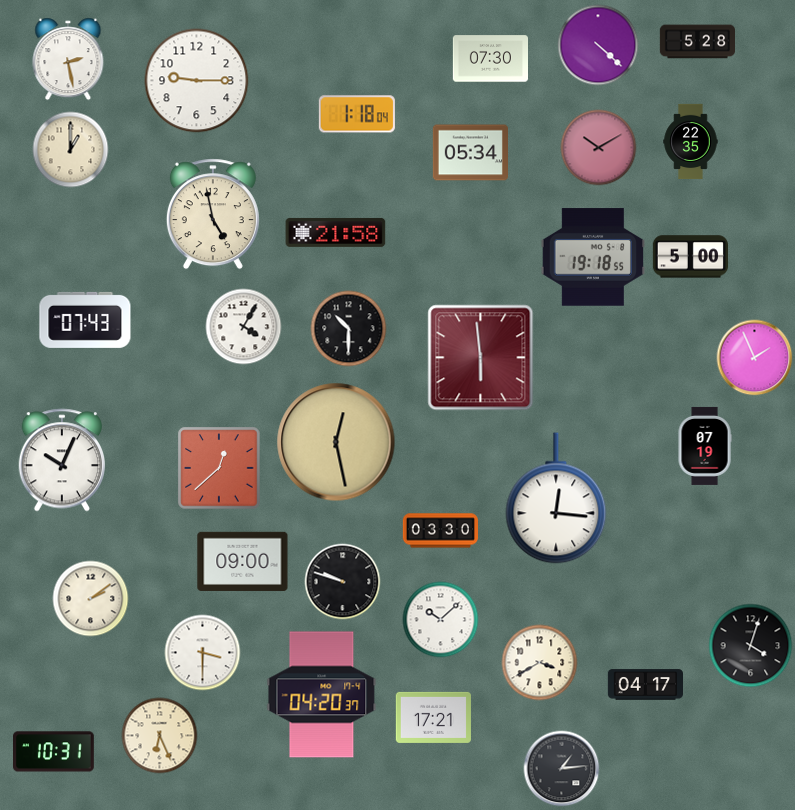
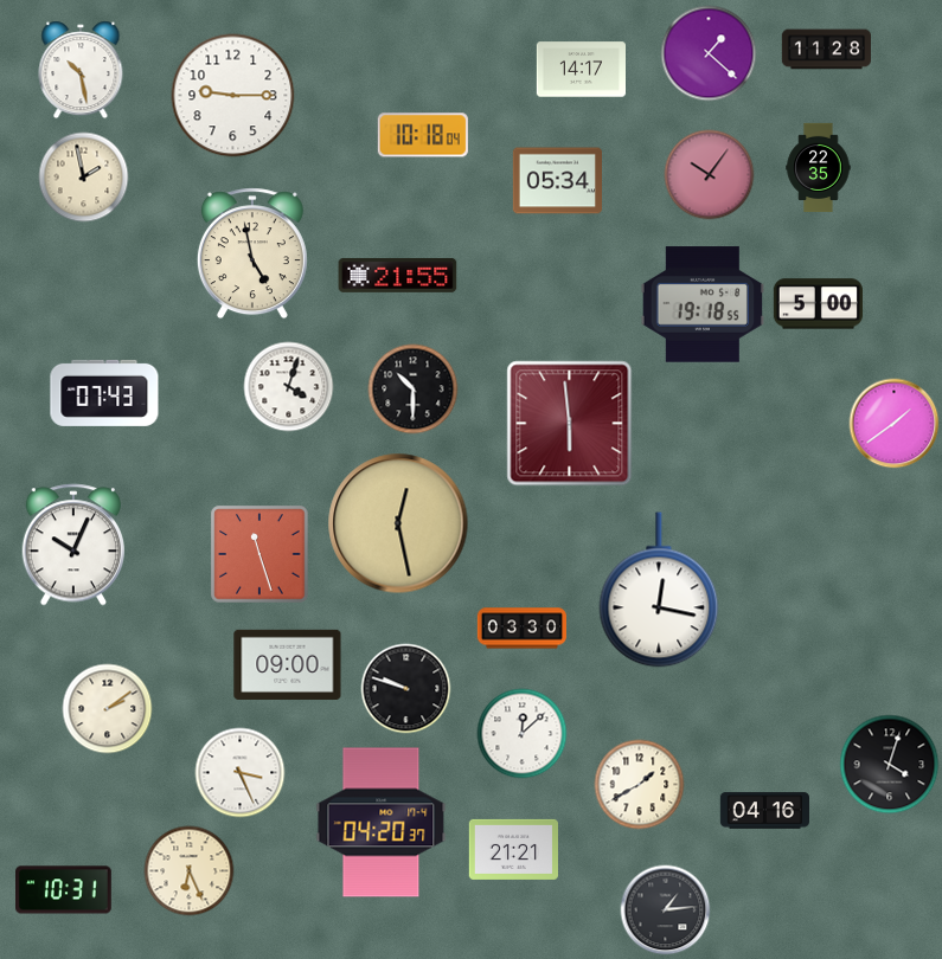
clock at (697, 42): 5:28 -> 11:28
clock at (598, 45): 4:22 -> 1:22
clock at (68, 59): 2:28 -> 10:28
clock at (490, 59): 07:30 -> 14:17
clock at (357, 114): 1:18 -> 10:18
clock at (599, 148): 10:10 -> 10:06
clock at (71, 150): 1:00 -> 1:58
clock at (336, 232): 21:58 -> 21:55
clock at (85, 320) position: (85, 320) -> (104, 393)
clock at (244, 327): 4:05 -> 4:03
clock at (755, 358): 1:56 -> 1:39
clock at (705, 446): 07:19 -> none
clock at (219, 468): 12:38 -> 11:27
clock at (556, 498): 12:16 -> 12:17
clock at (441, 620): 10:08 -> 12:08
clock at (203, 653): 3:30 -> 3:26
clock at (540, 663): 3:40 -> 1:40
clock at (645, 685): 04:17 -> 04:16
clock at (433, 717): 17:21 -> 21:21
